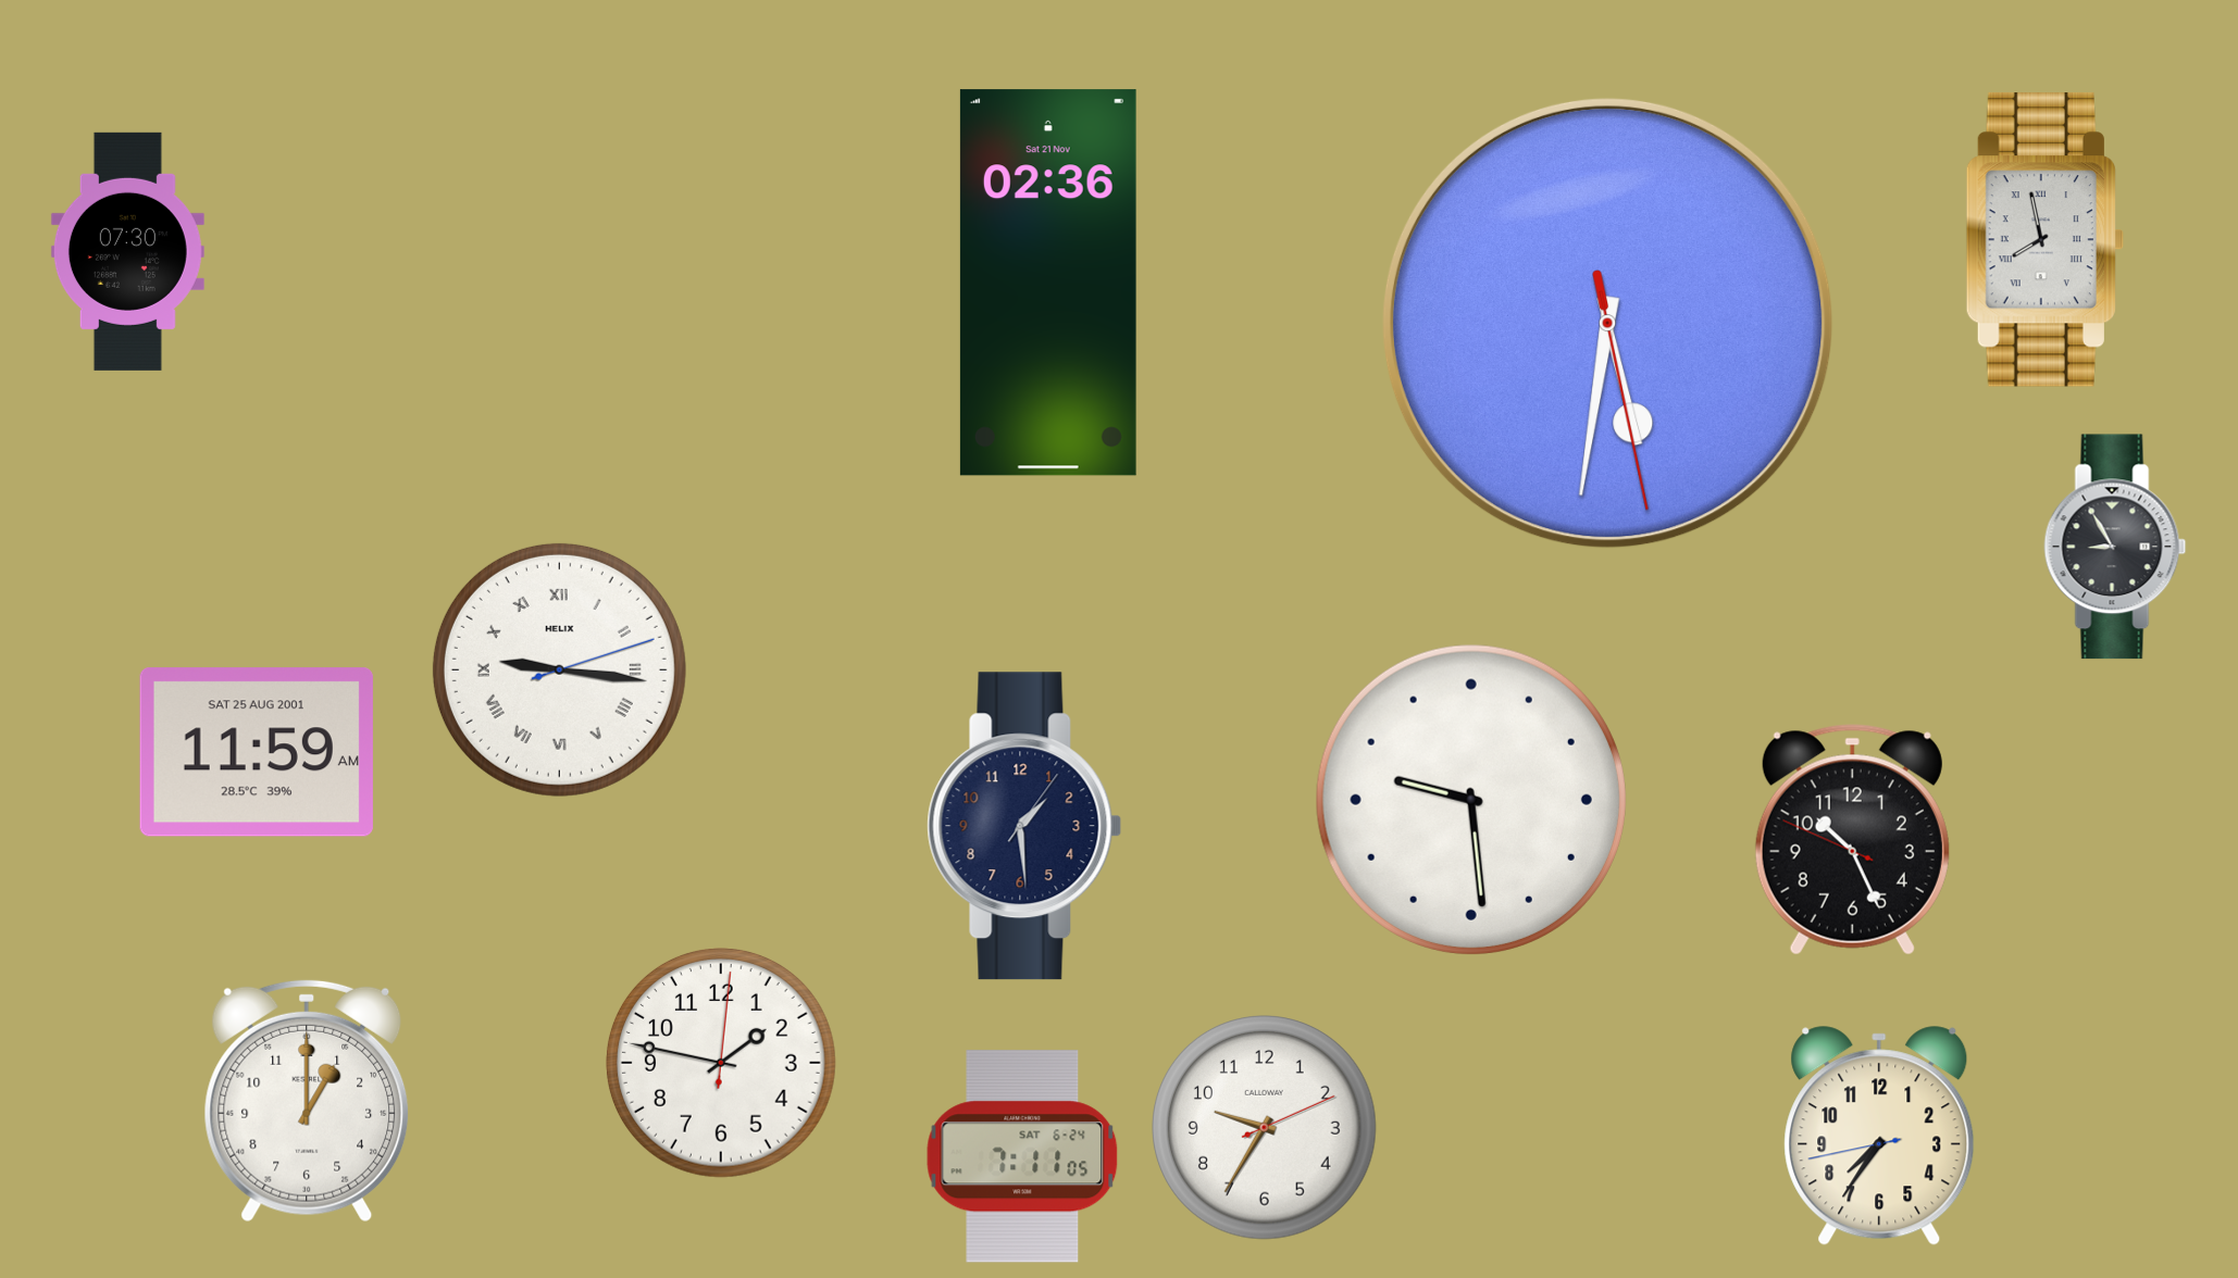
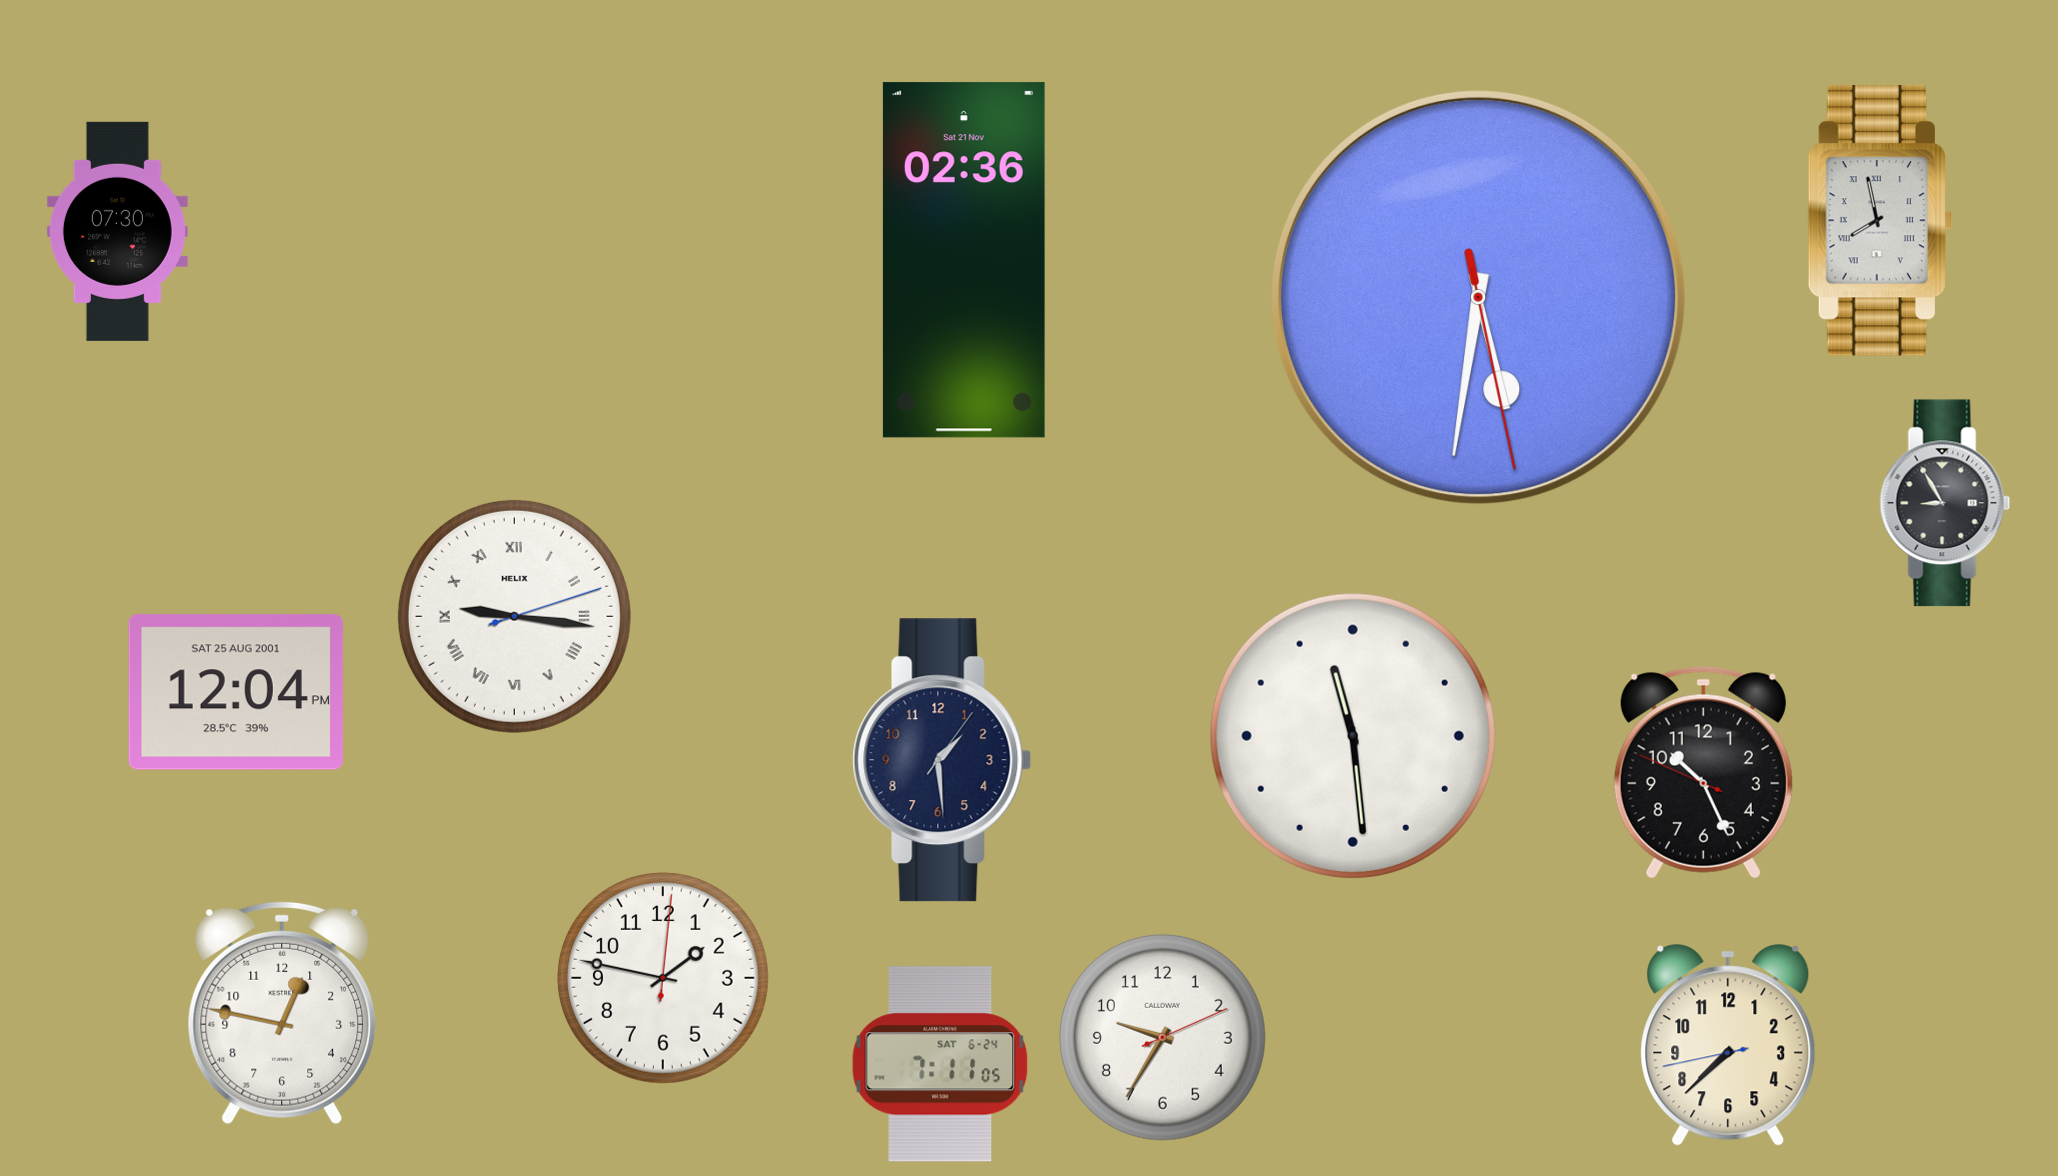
clock at (257, 752): 11:59 -> 12:04
clock at (1471, 800): 9:29 -> 11:29
clock at (307, 1101): 1:00 -> 12:47
clock at (1879, 1136): 7:35 -> 7:37
